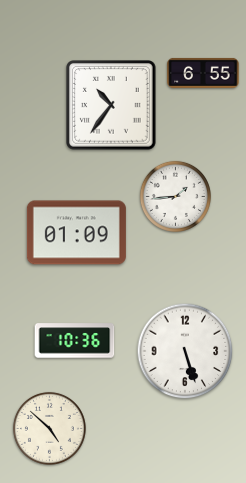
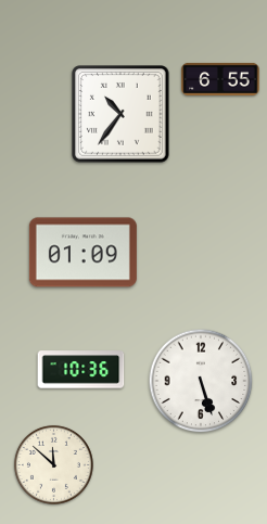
clock at (175, 196): 1:44 -> none
clock at (49, 428): 4:52 -> 11:52
